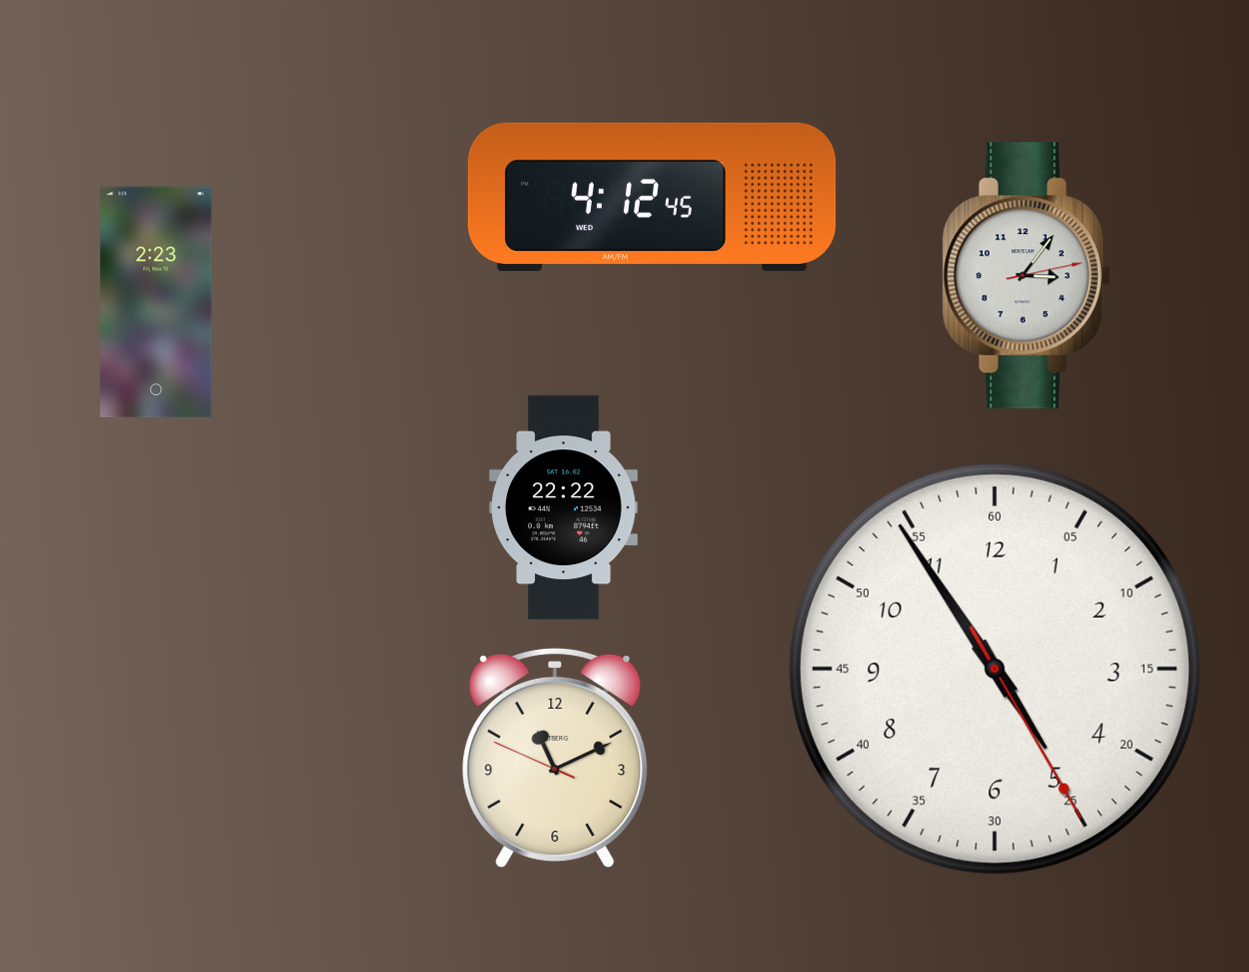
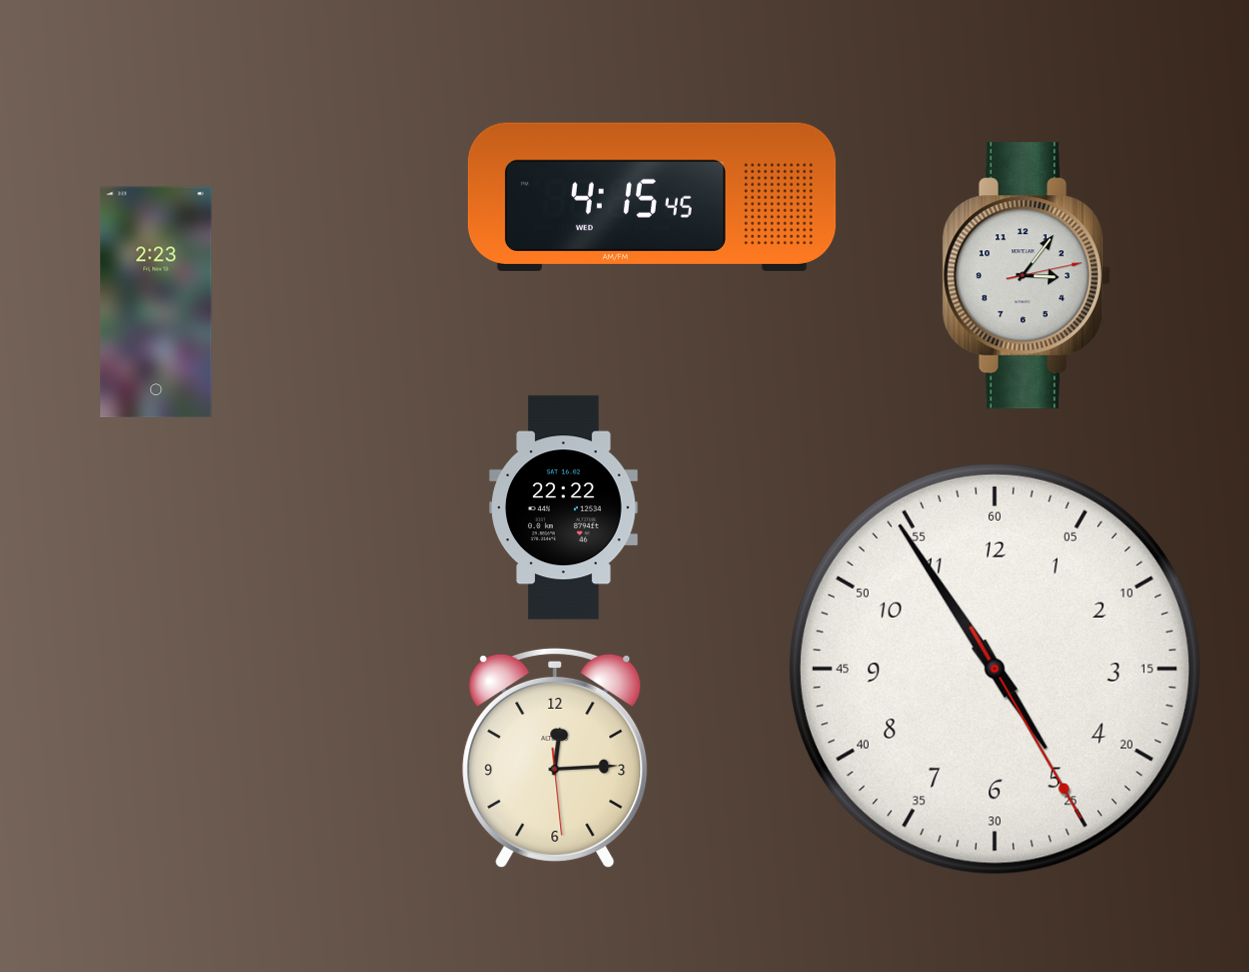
clock at (652, 197): 4:12 -> 4:15
clock at (555, 758): 11:10 -> 12:14
